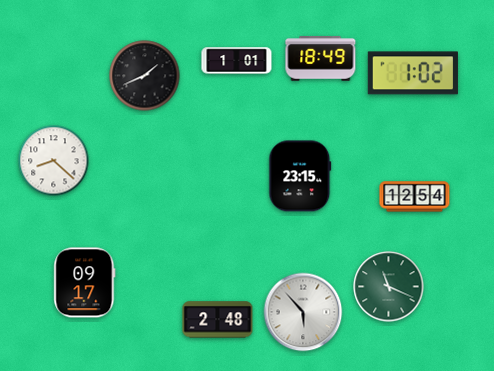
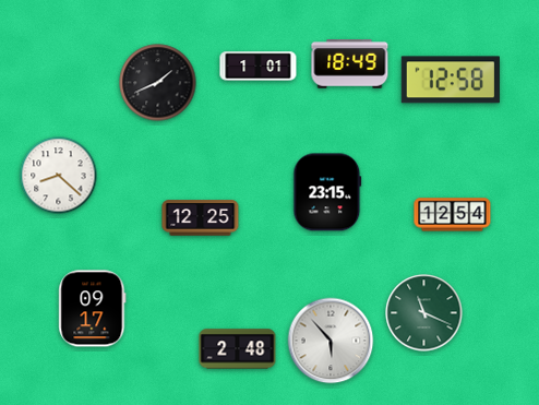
clock at (413, 73): 1:02 -> 12:58
clock at (201, 218): none -> 12:25
